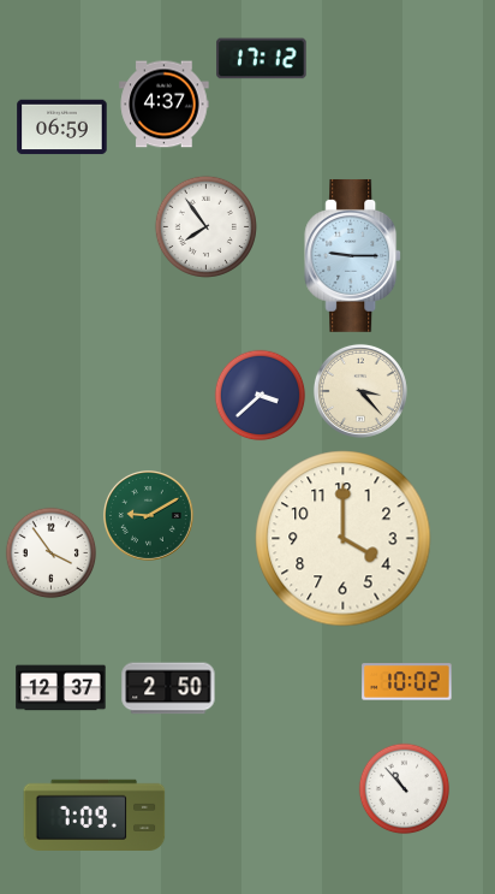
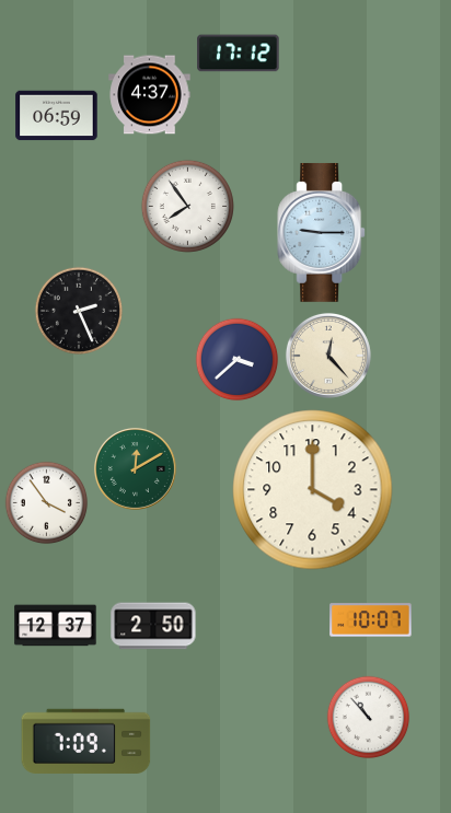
clock at (78, 310): none -> 2:26
clock at (360, 391): 3:23 -> 12:23
clock at (148, 515): 9:10 -> 12:10
clock at (407, 682): 10:02 -> 10:07
